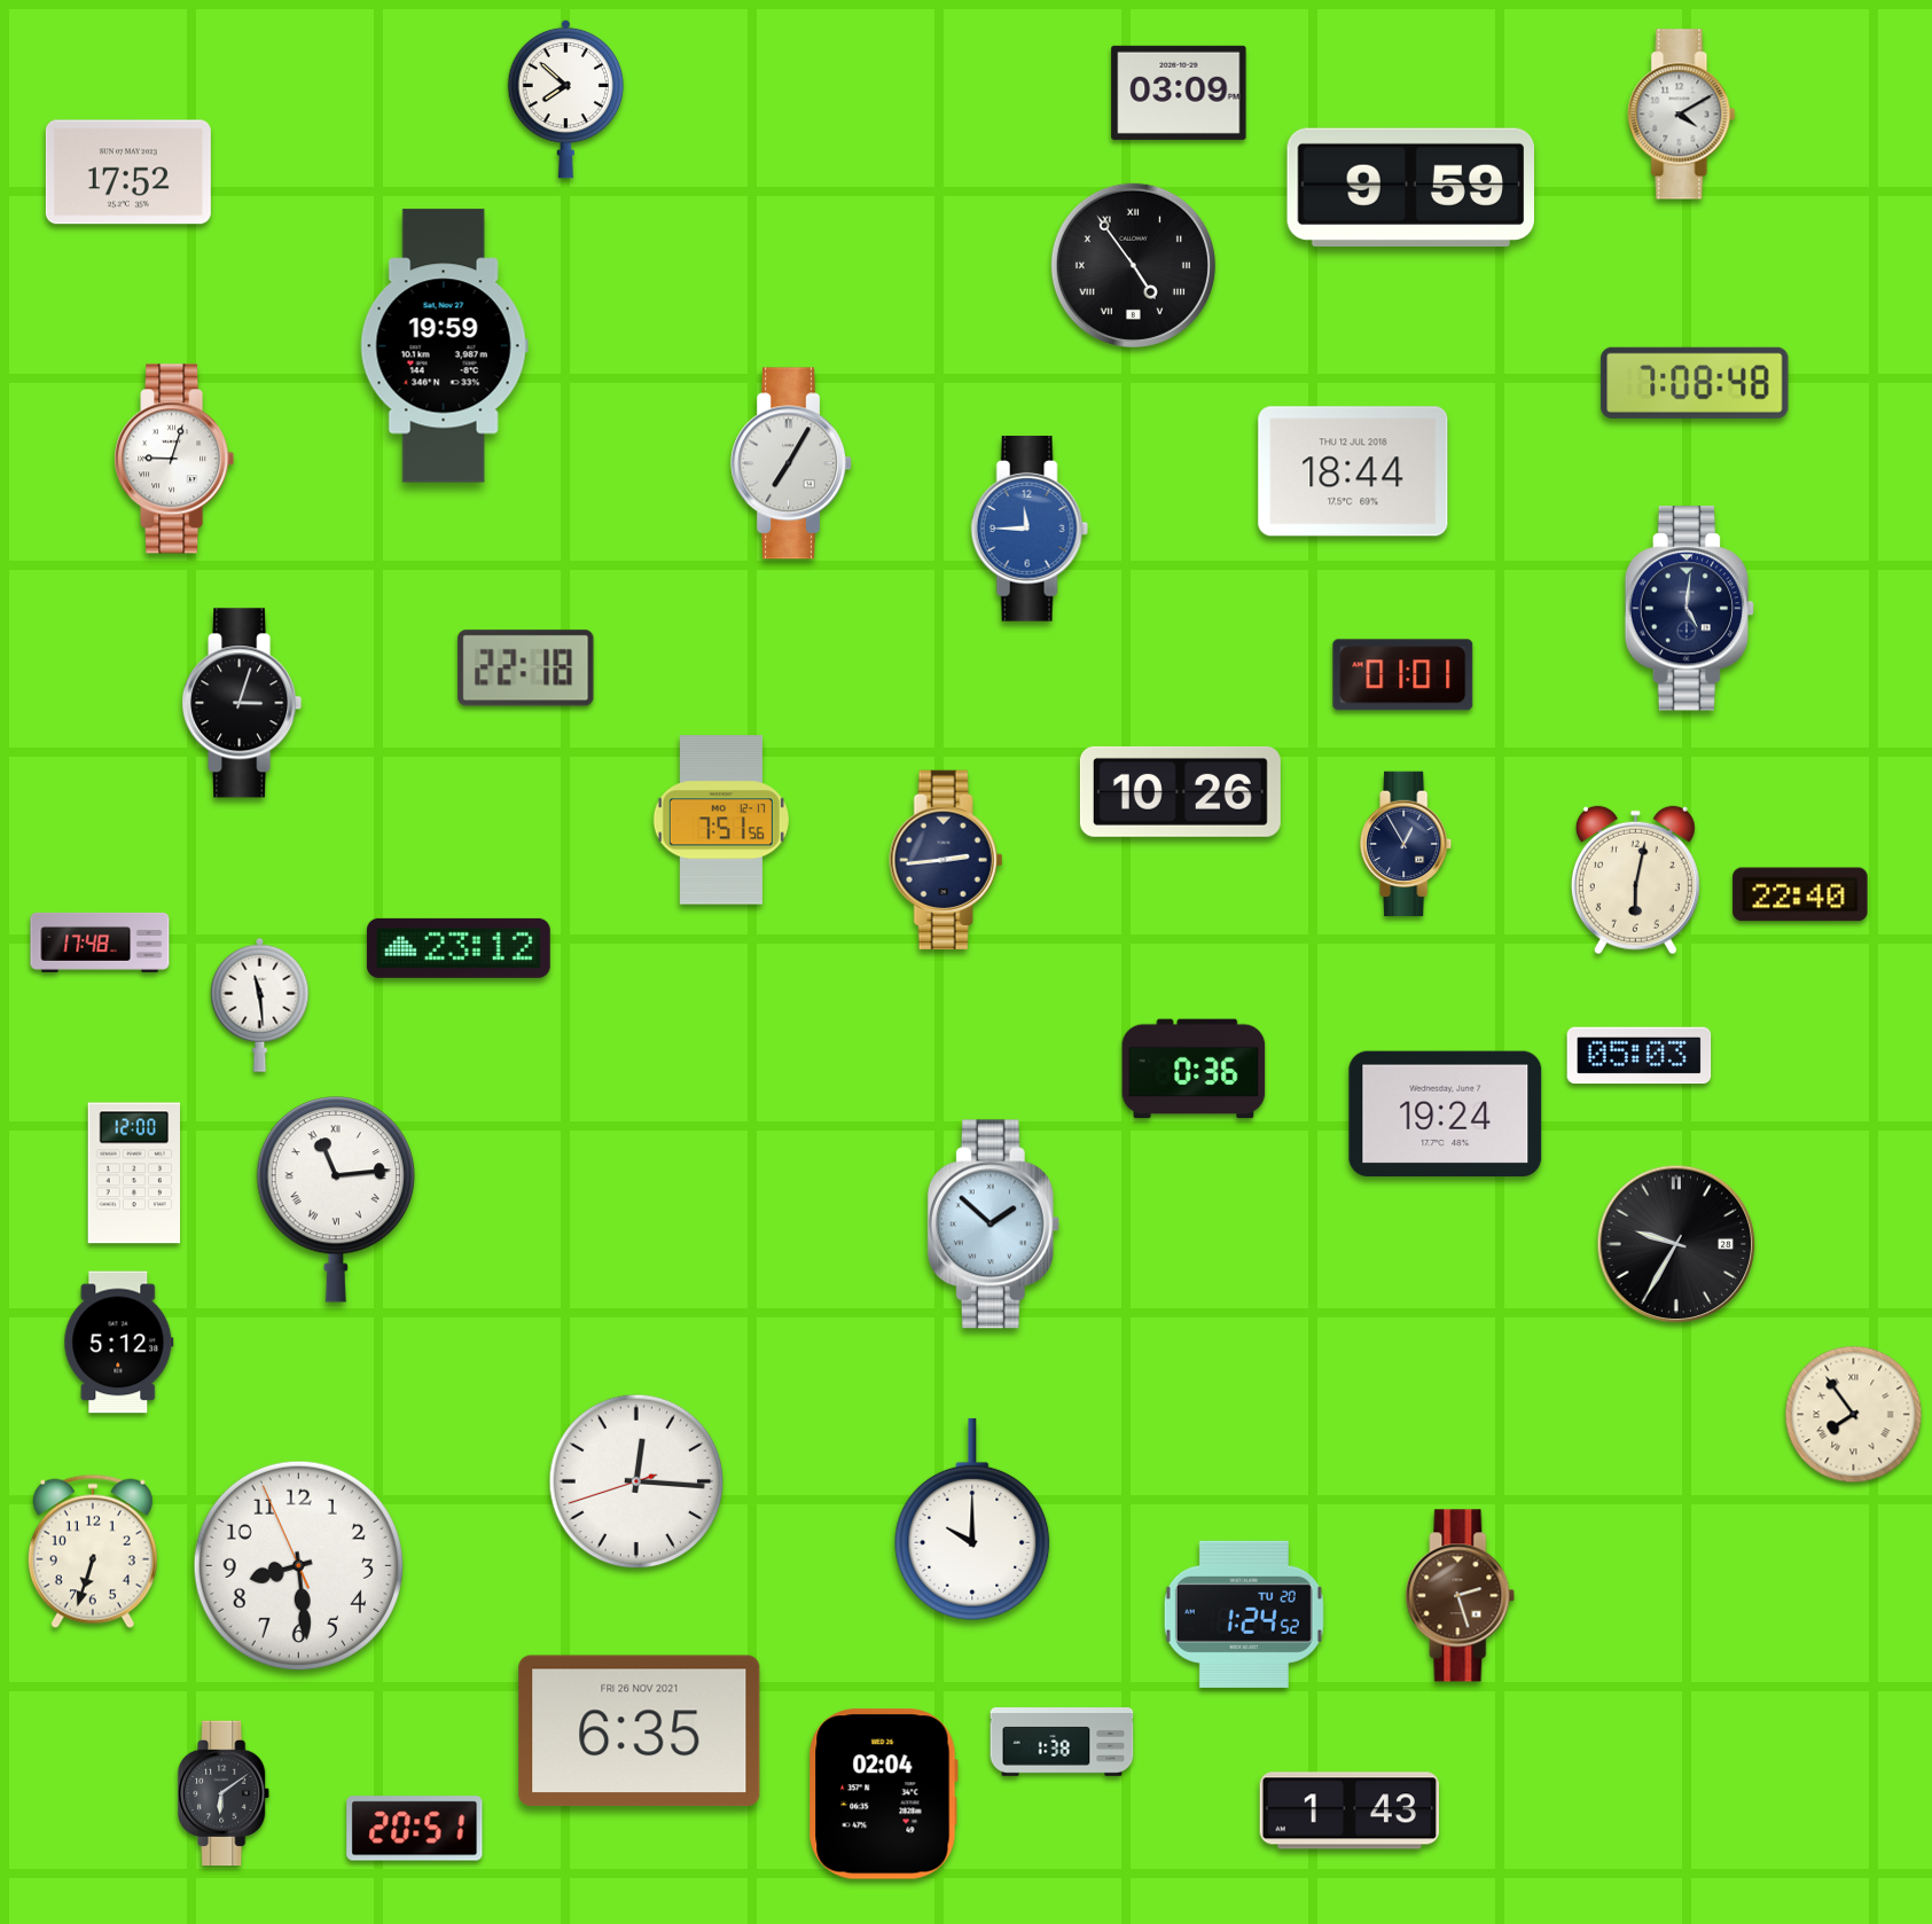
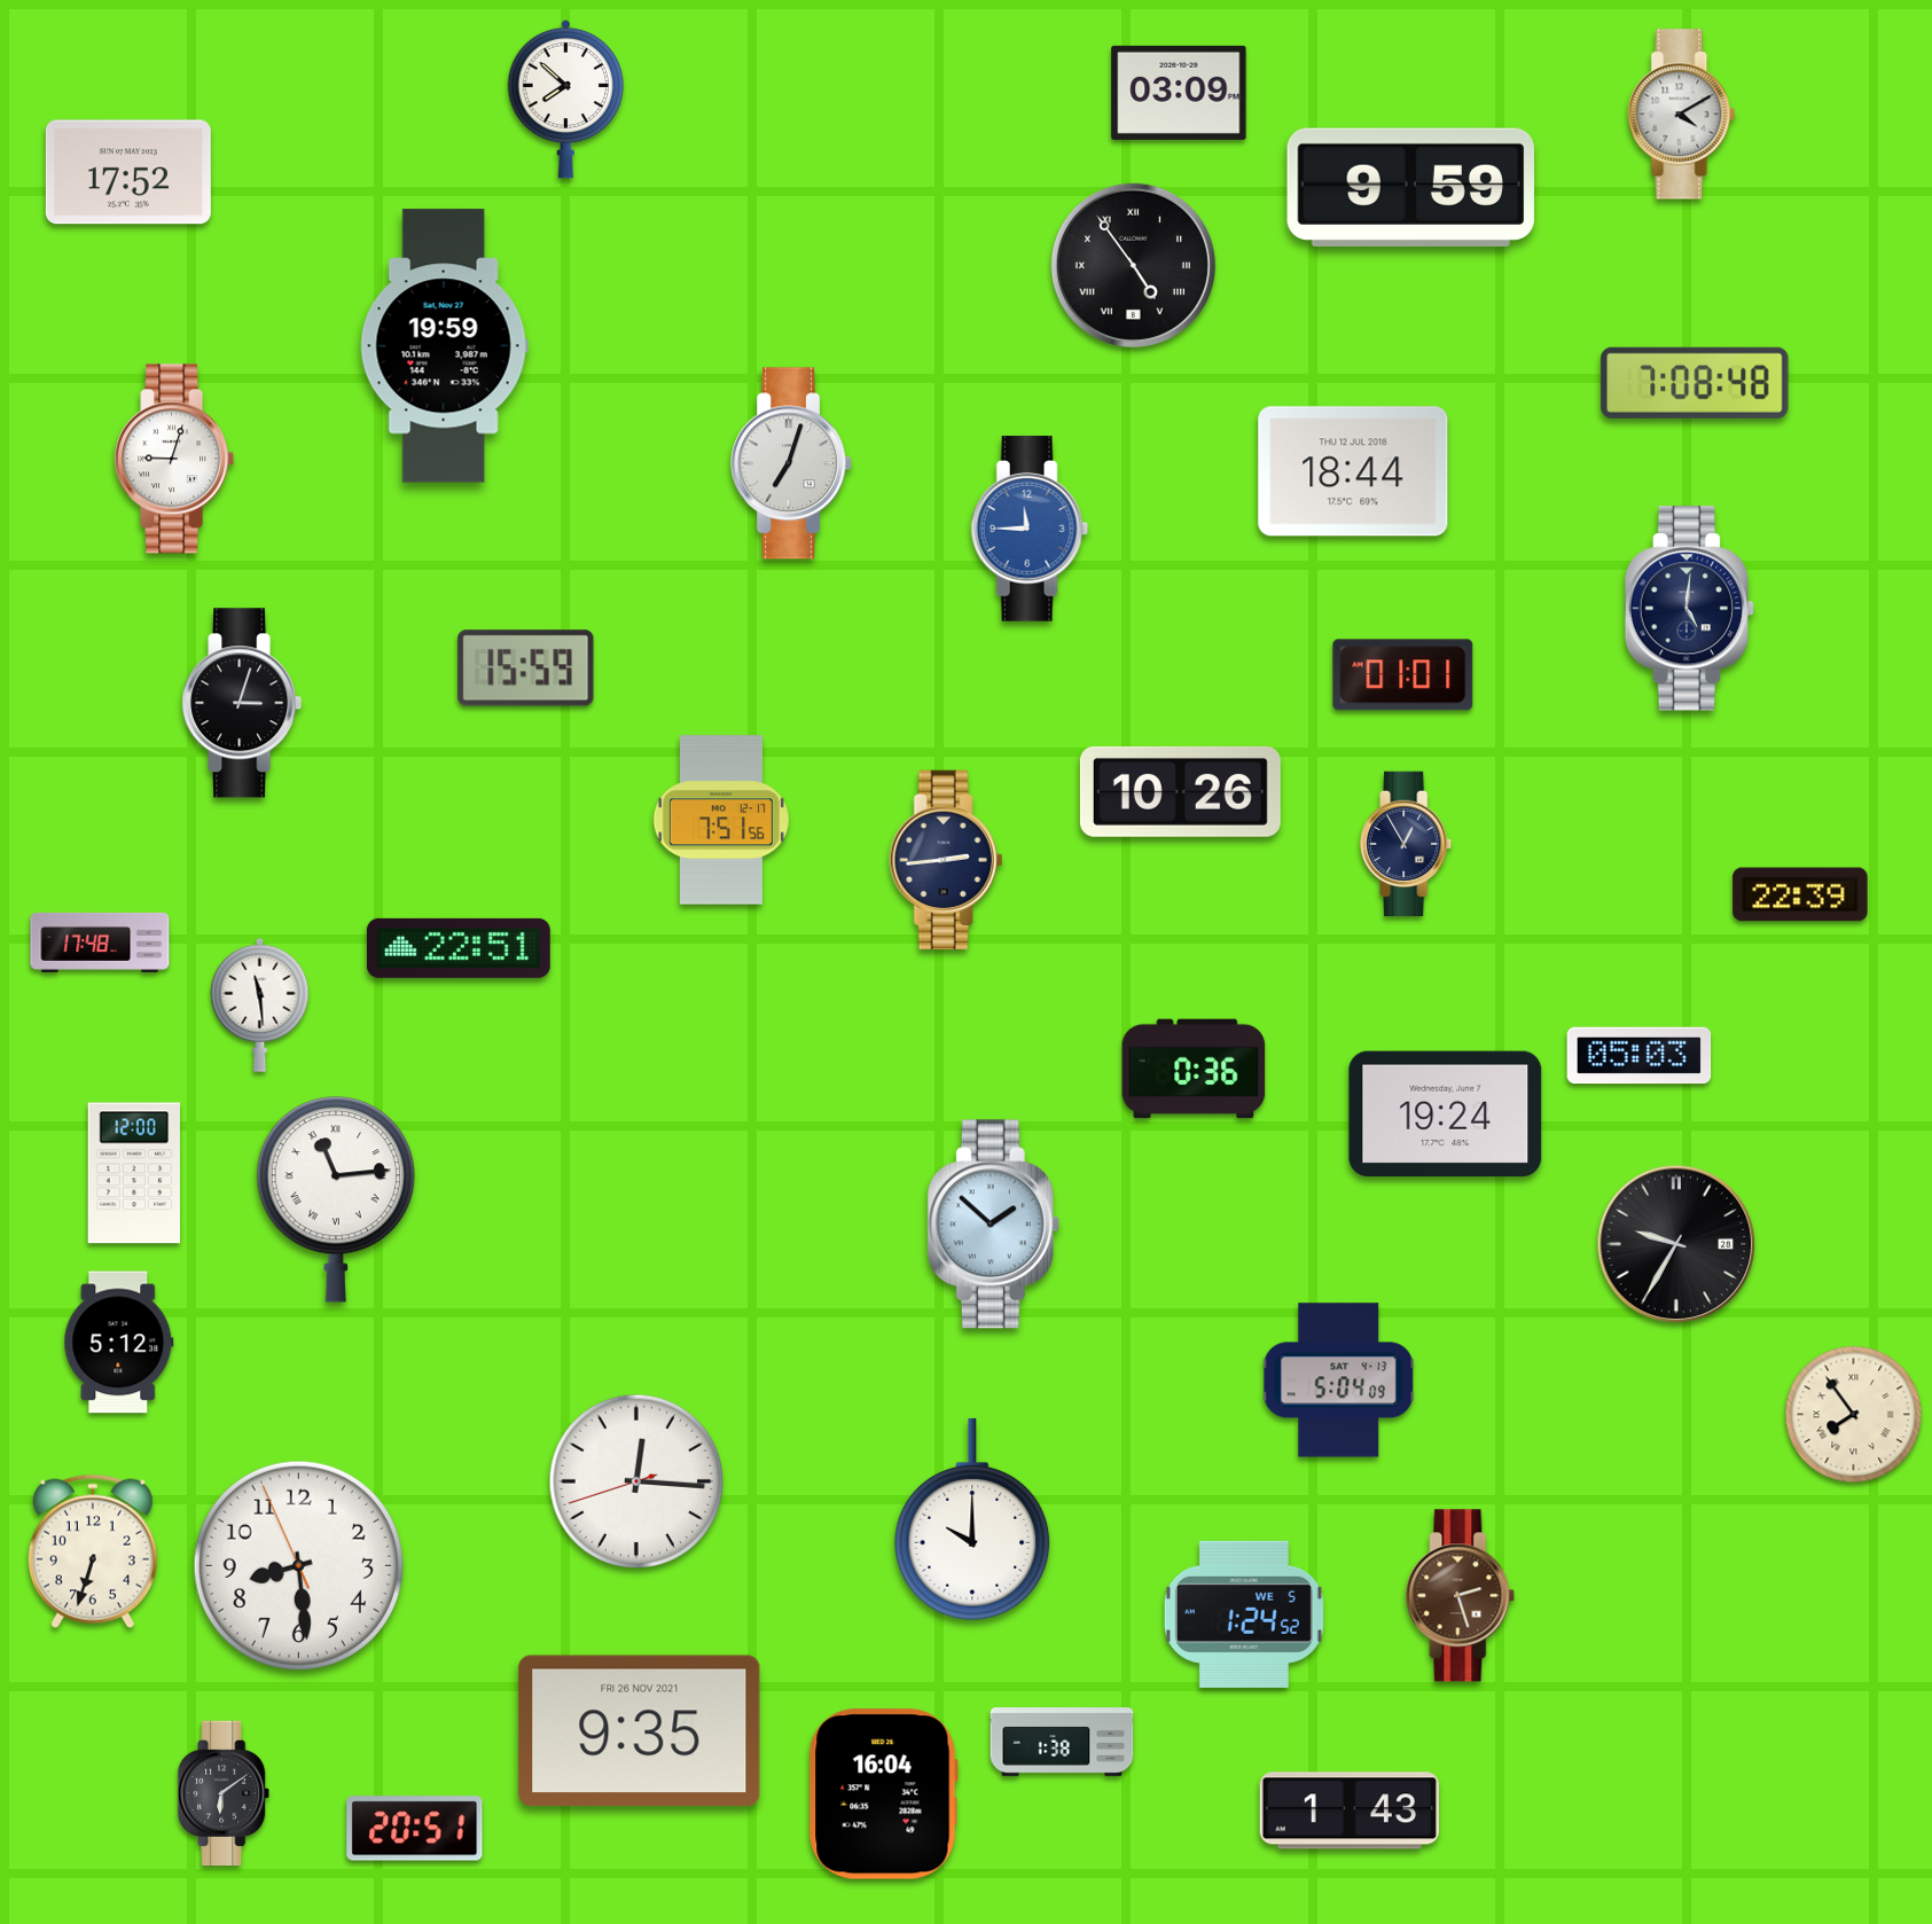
clock at (792, 463): 7:05 -> 7:03
clock at (526, 668): 22:18 -> 15:59
clock at (1635, 881): 6:02 -> none
clock at (1800, 894): 22:40 -> 22:39
clock at (459, 948): 23:12 -> 22:51
clock at (1339, 1381): none -> 5:04
clock at (1244, 1614) date: TU 20 -> WE 5
clock at (640, 1731): 6:35 -> 9:35
clock at (883, 1794): 02:04 -> 16:04
